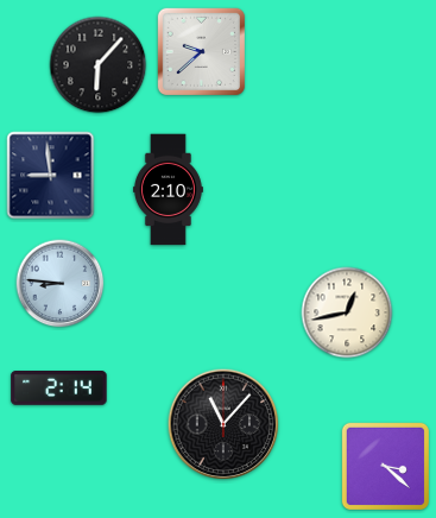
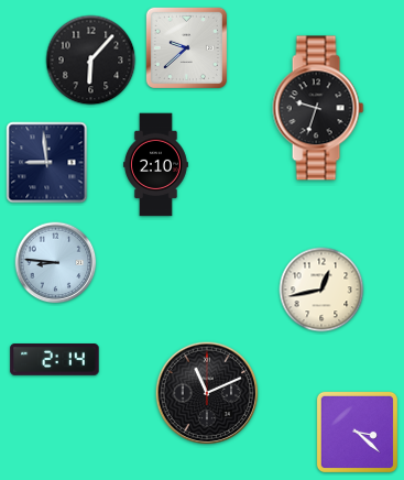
clock at (318, 108): none -> 9:33
clock at (168, 190) position: (168, 190) -> (155, 165)
clock at (223, 424): 11:07 -> 11:11
